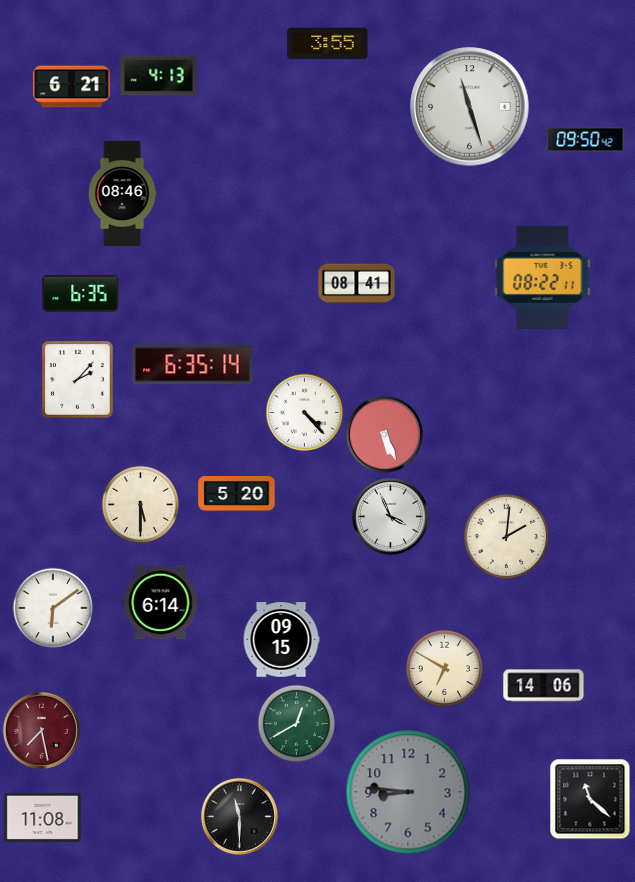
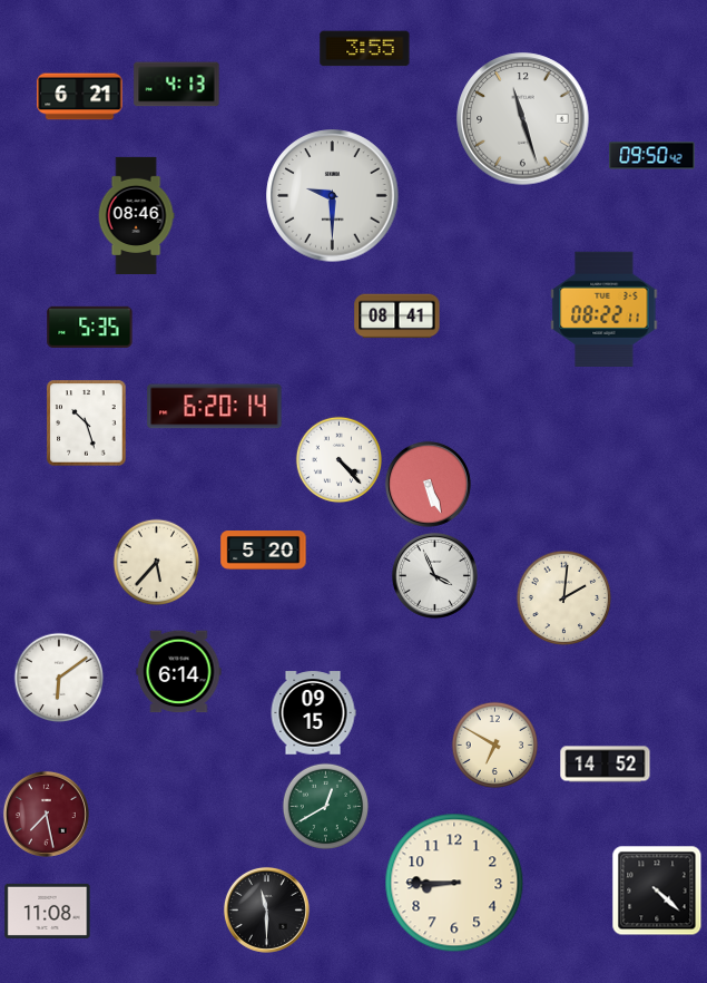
clock at (333, 196): none -> 9:30
clock at (81, 293): 6:35 -> 5:35
clock at (193, 365): 6:35 -> 6:20
clock at (78, 380): 2:07 -> 10:27
clock at (140, 504): 5:30 -> 5:37
clock at (544, 686): 14:06 -> 14:52
clock at (296, 723) position: (296, 723) -> (325, 806)
clock at (408, 792): 8:46 -> 8:45
clock at (408, 792) dial: grey -> cream
clock at (590, 799): 11:22 -> 4:22
